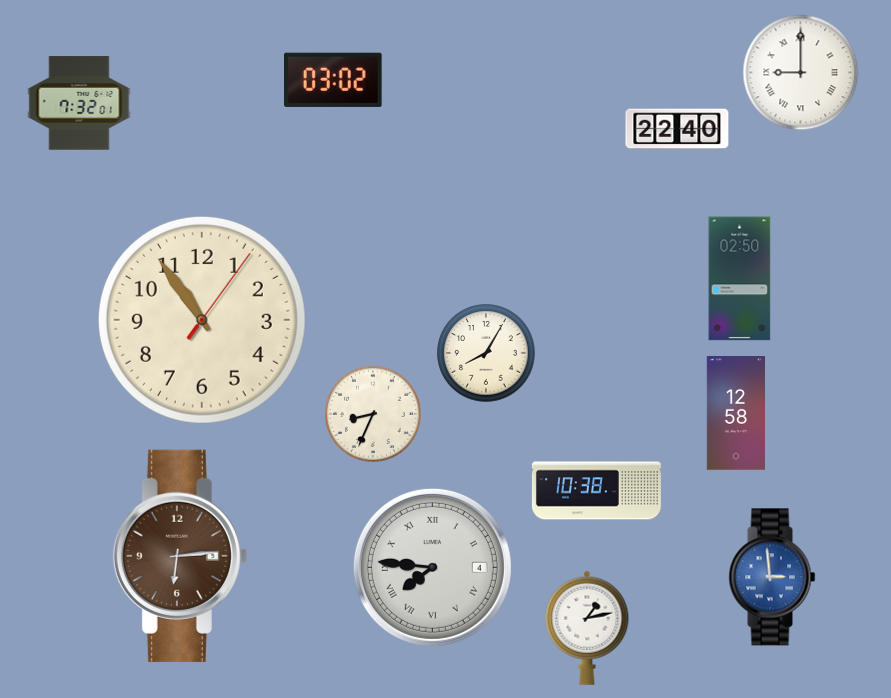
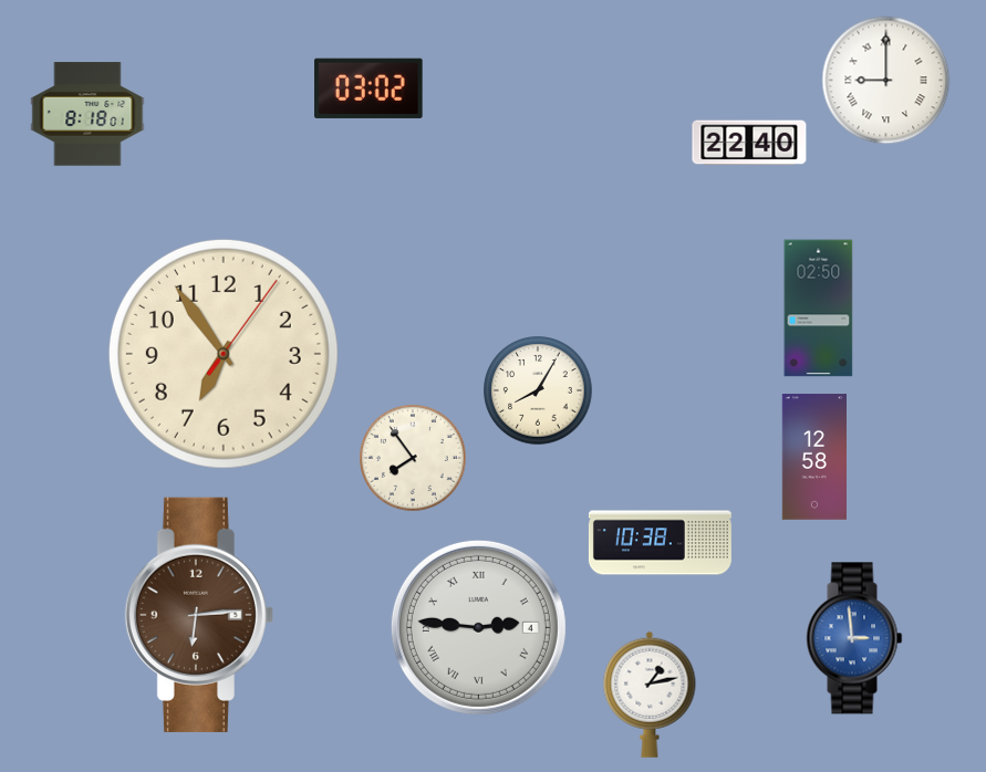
clock at (79, 103): 7:32 -> 8:18
clock at (202, 320): 10:54 -> 6:54
clock at (374, 415): 8:34 -> 7:54
clock at (432, 567): 7:46 -> 2:46
